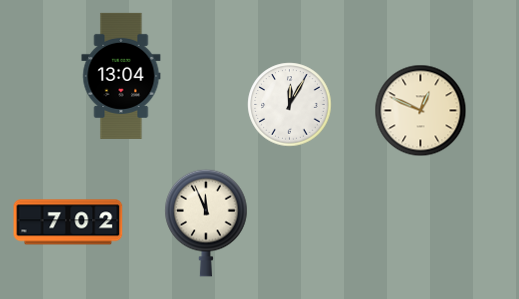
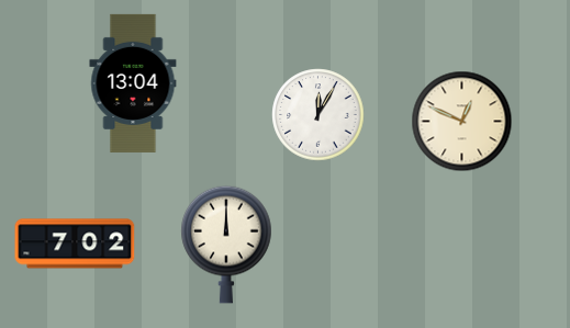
clock at (206, 223): 11:56 -> 12:00
